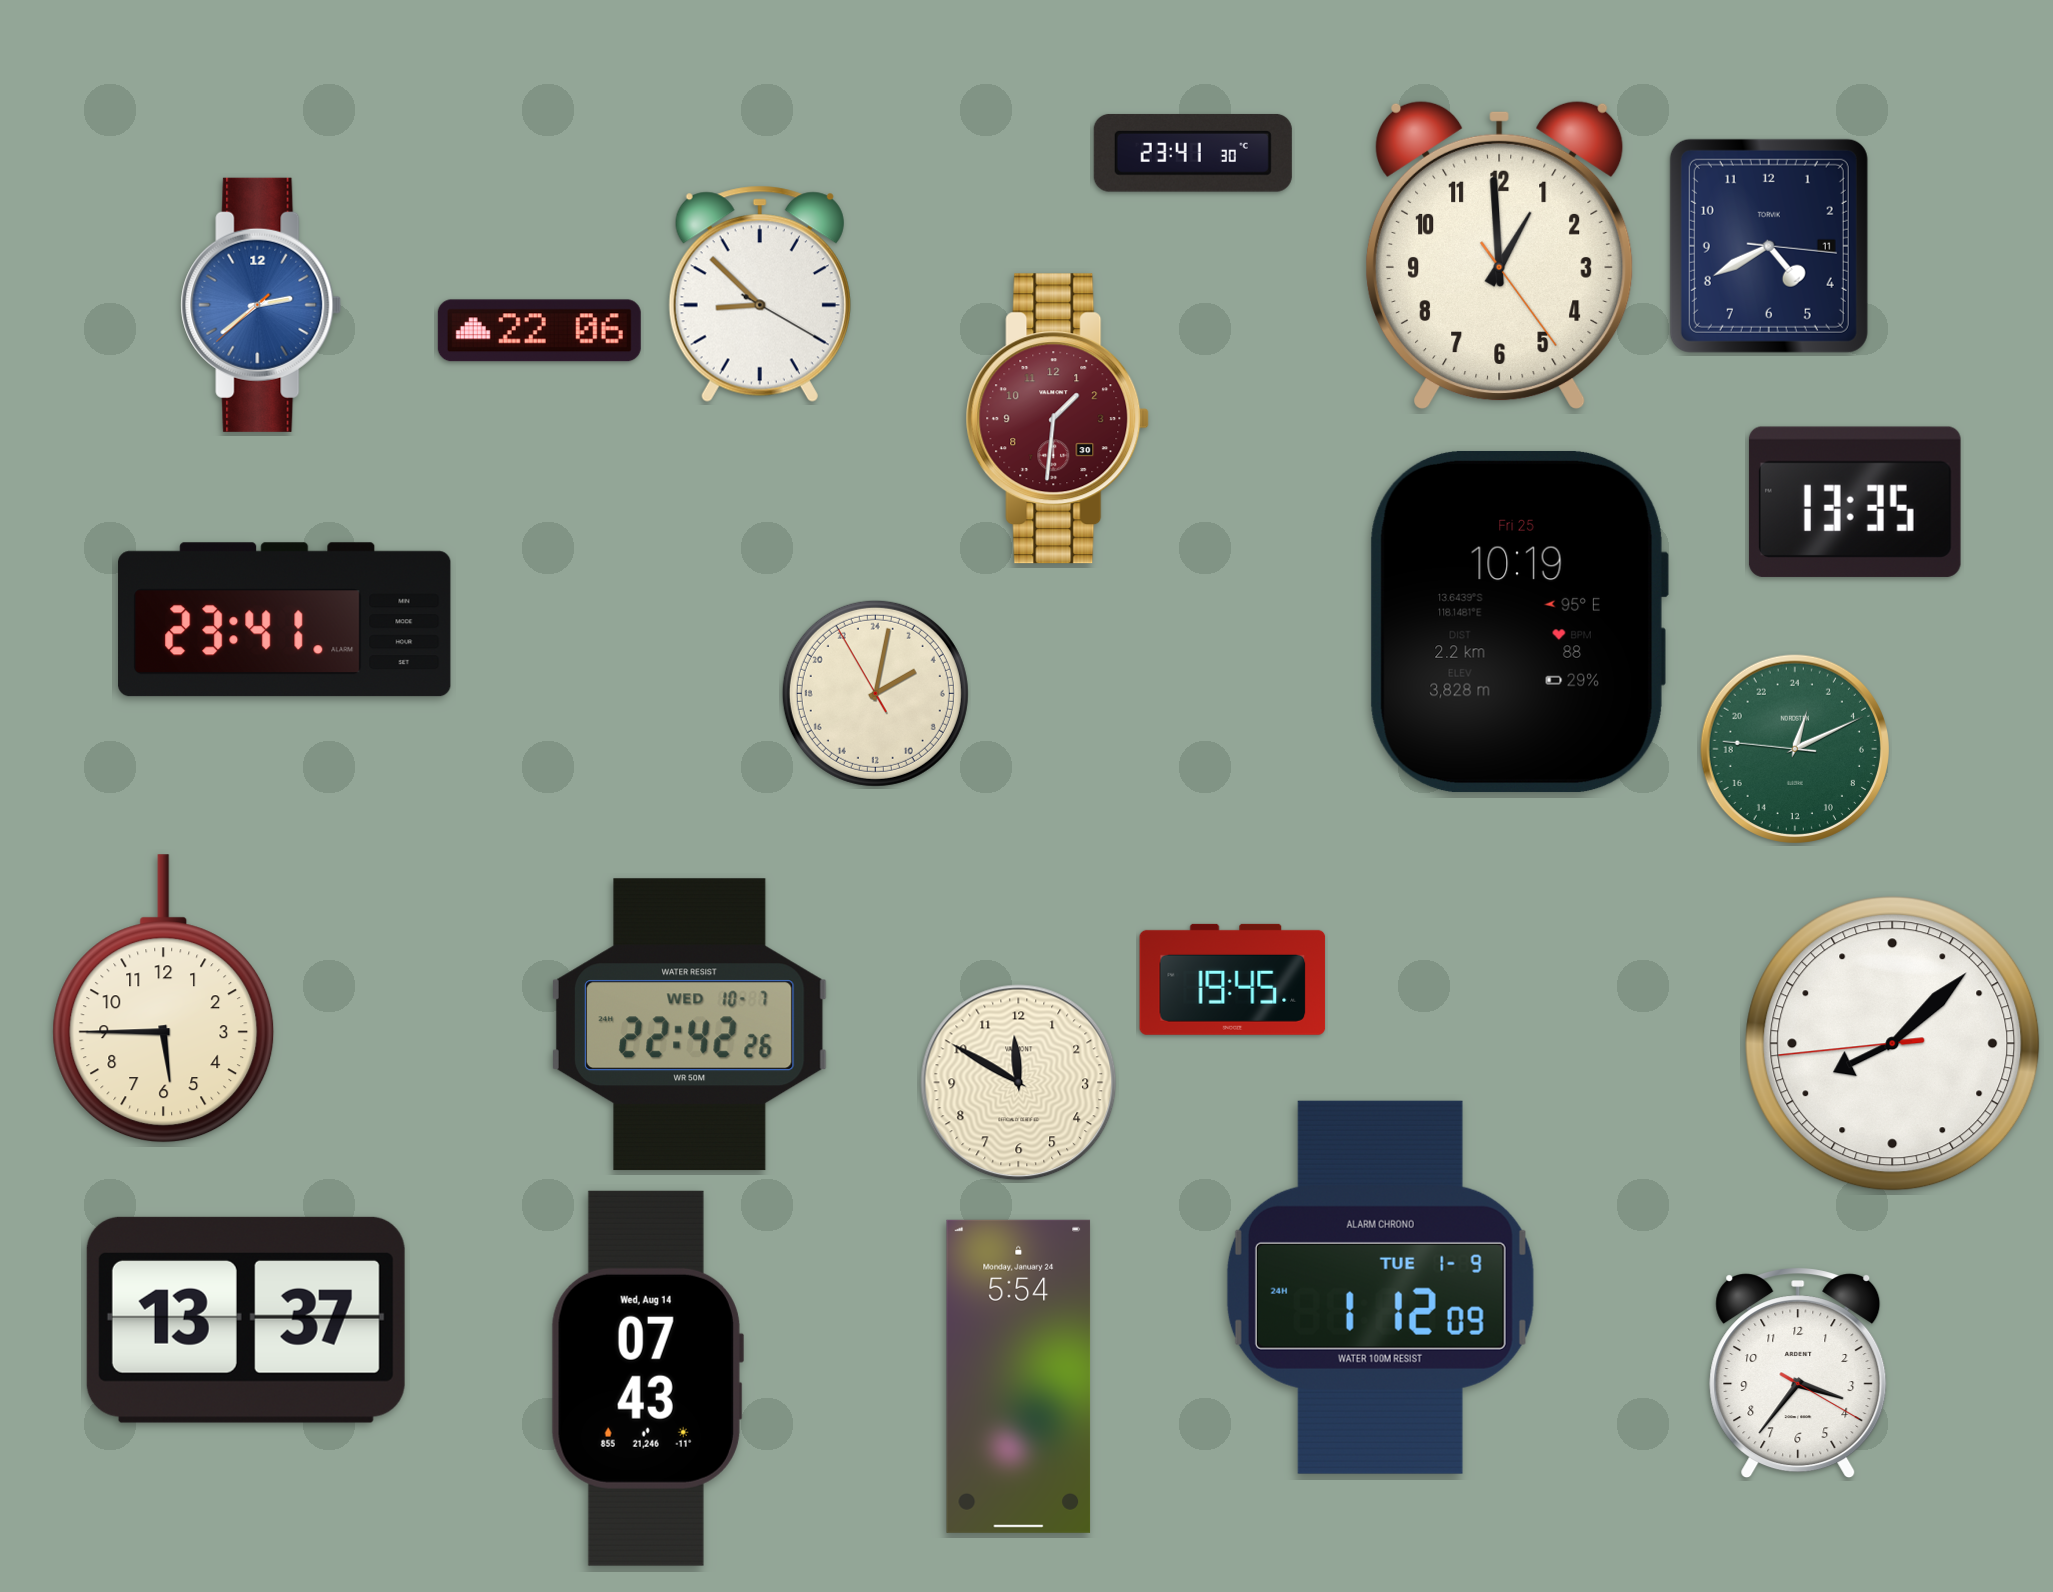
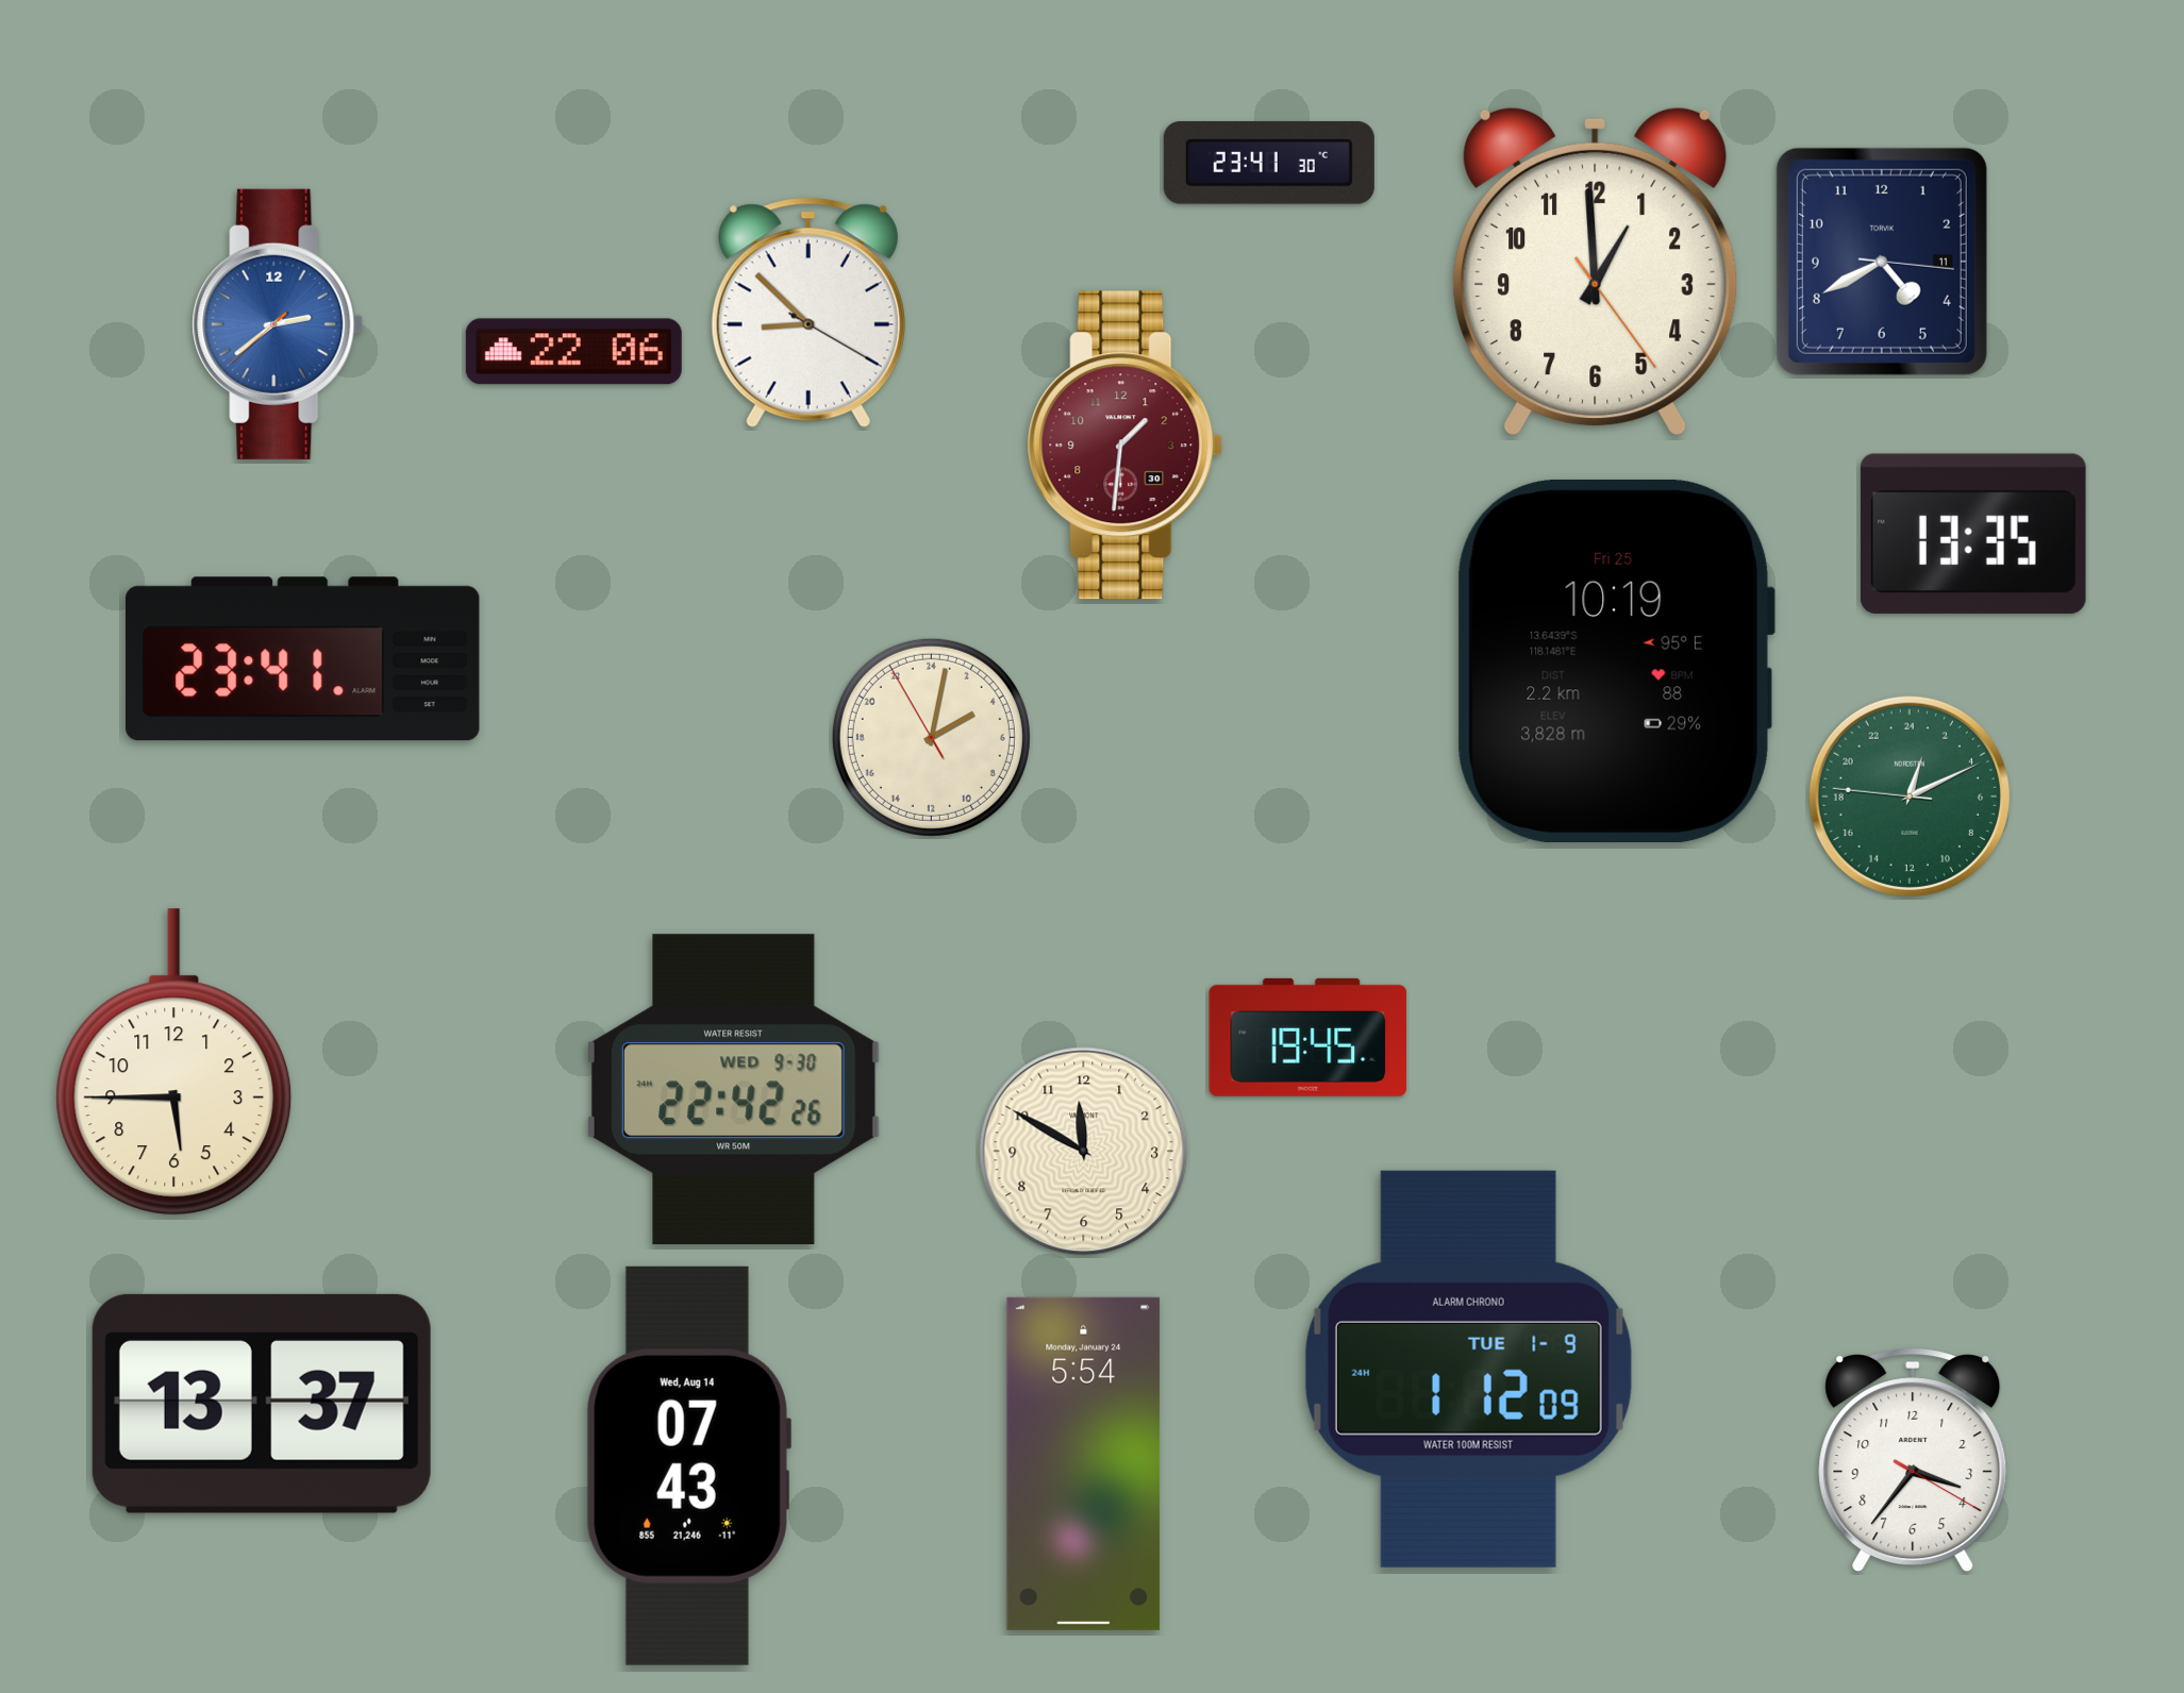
clock at (1233, 979) position: (1233, 979) -> (1308, 1037)
clock at (689, 1025) date: WED 10-7 -> WED 9-30
clock at (1893, 1044): 8:07 -> none
